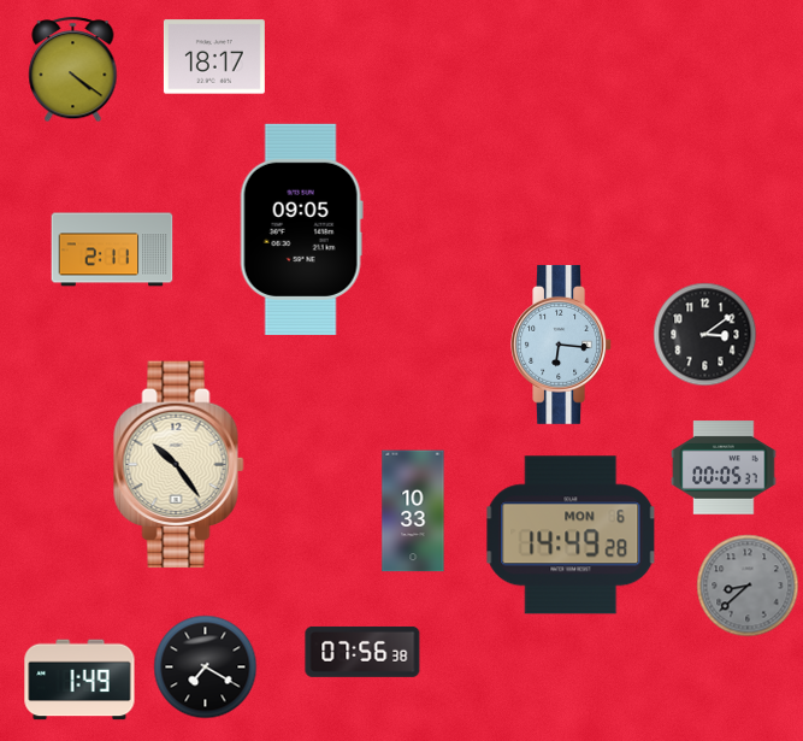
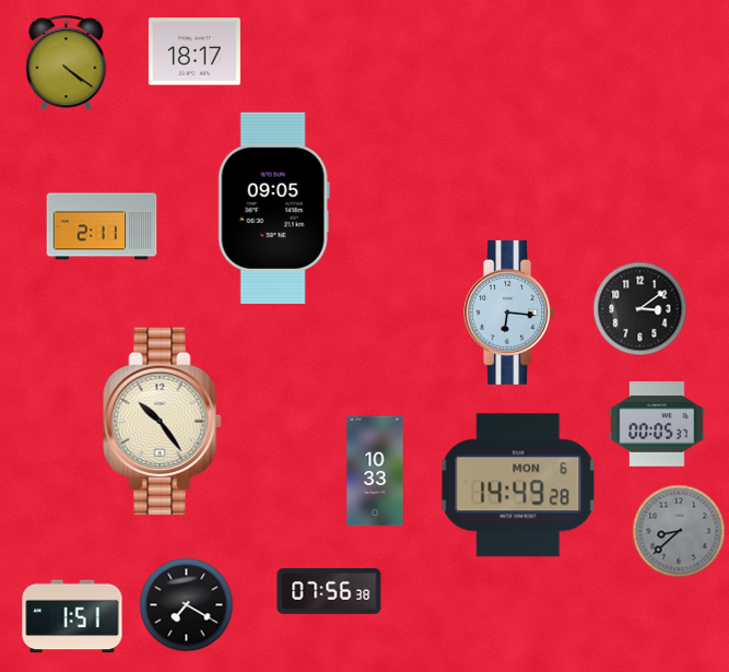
clock at (705, 335) position: (705, 335) -> (640, 309)
clock at (413, 511) position: (413, 511) -> (375, 471)
clock at (79, 680): 1:49 -> 1:51
